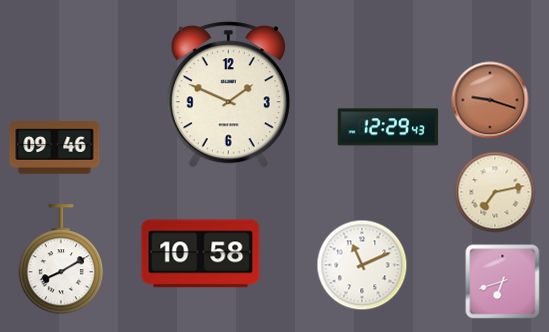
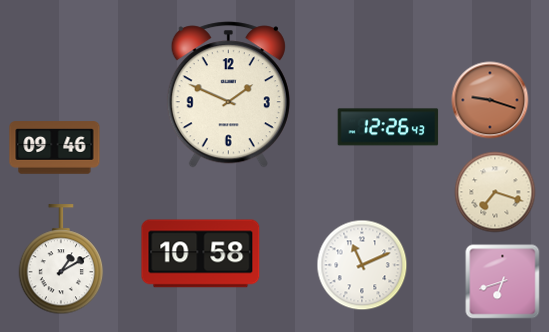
clock at (388, 127): 12:29 -> 12:26
clock at (495, 192): 7:13 -> 7:18
clock at (61, 260): 8:10 -> 1:10
